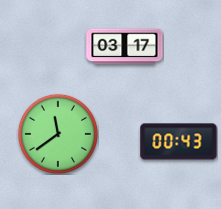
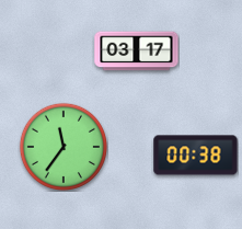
clock at (57, 133): 11:39 -> 11:36
clock at (179, 142): 00:43 -> 00:38
